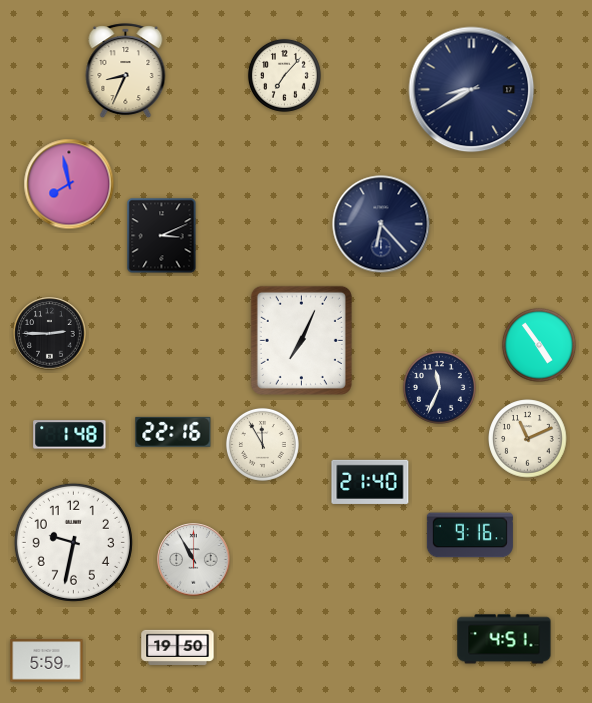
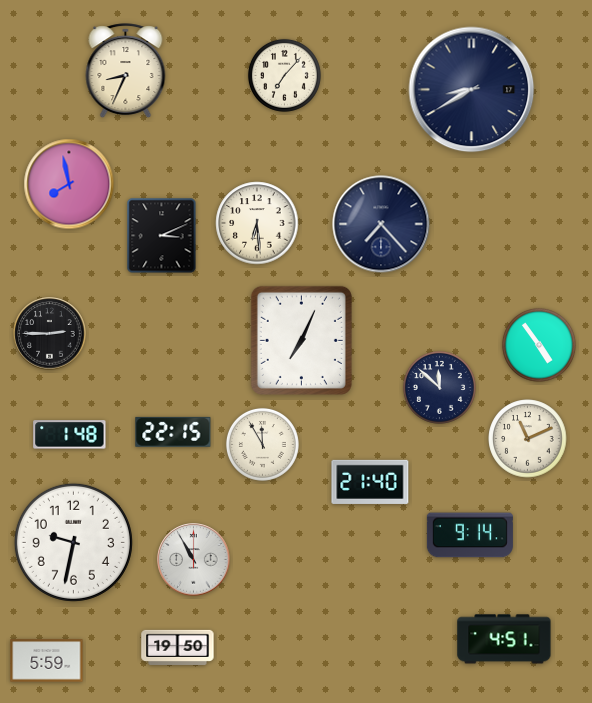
clock at (257, 223): none -> 6:29
clock at (381, 224): 6:23 -> 7:23
clock at (439, 387): 11:34 -> 11:52
clock at (173, 432): 22:16 -> 22:15
clock at (470, 535): 9:16 -> 9:14
